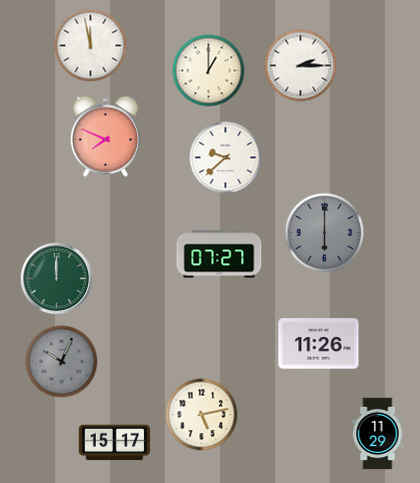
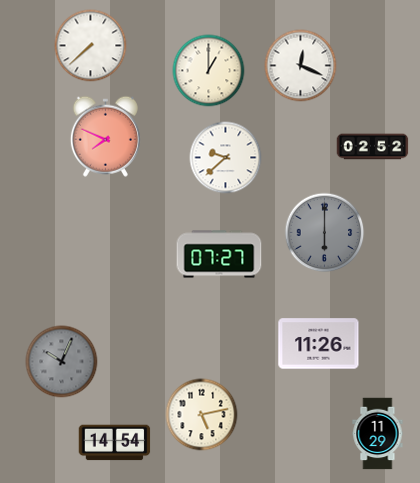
clock at (91, 46): 11:58 -> 7:38
clock at (301, 66): 2:15 -> 12:19
clock at (373, 147): none -> 02:52
clock at (57, 279): 12:00 -> none
clock at (115, 443): 15:17 -> 14:54
